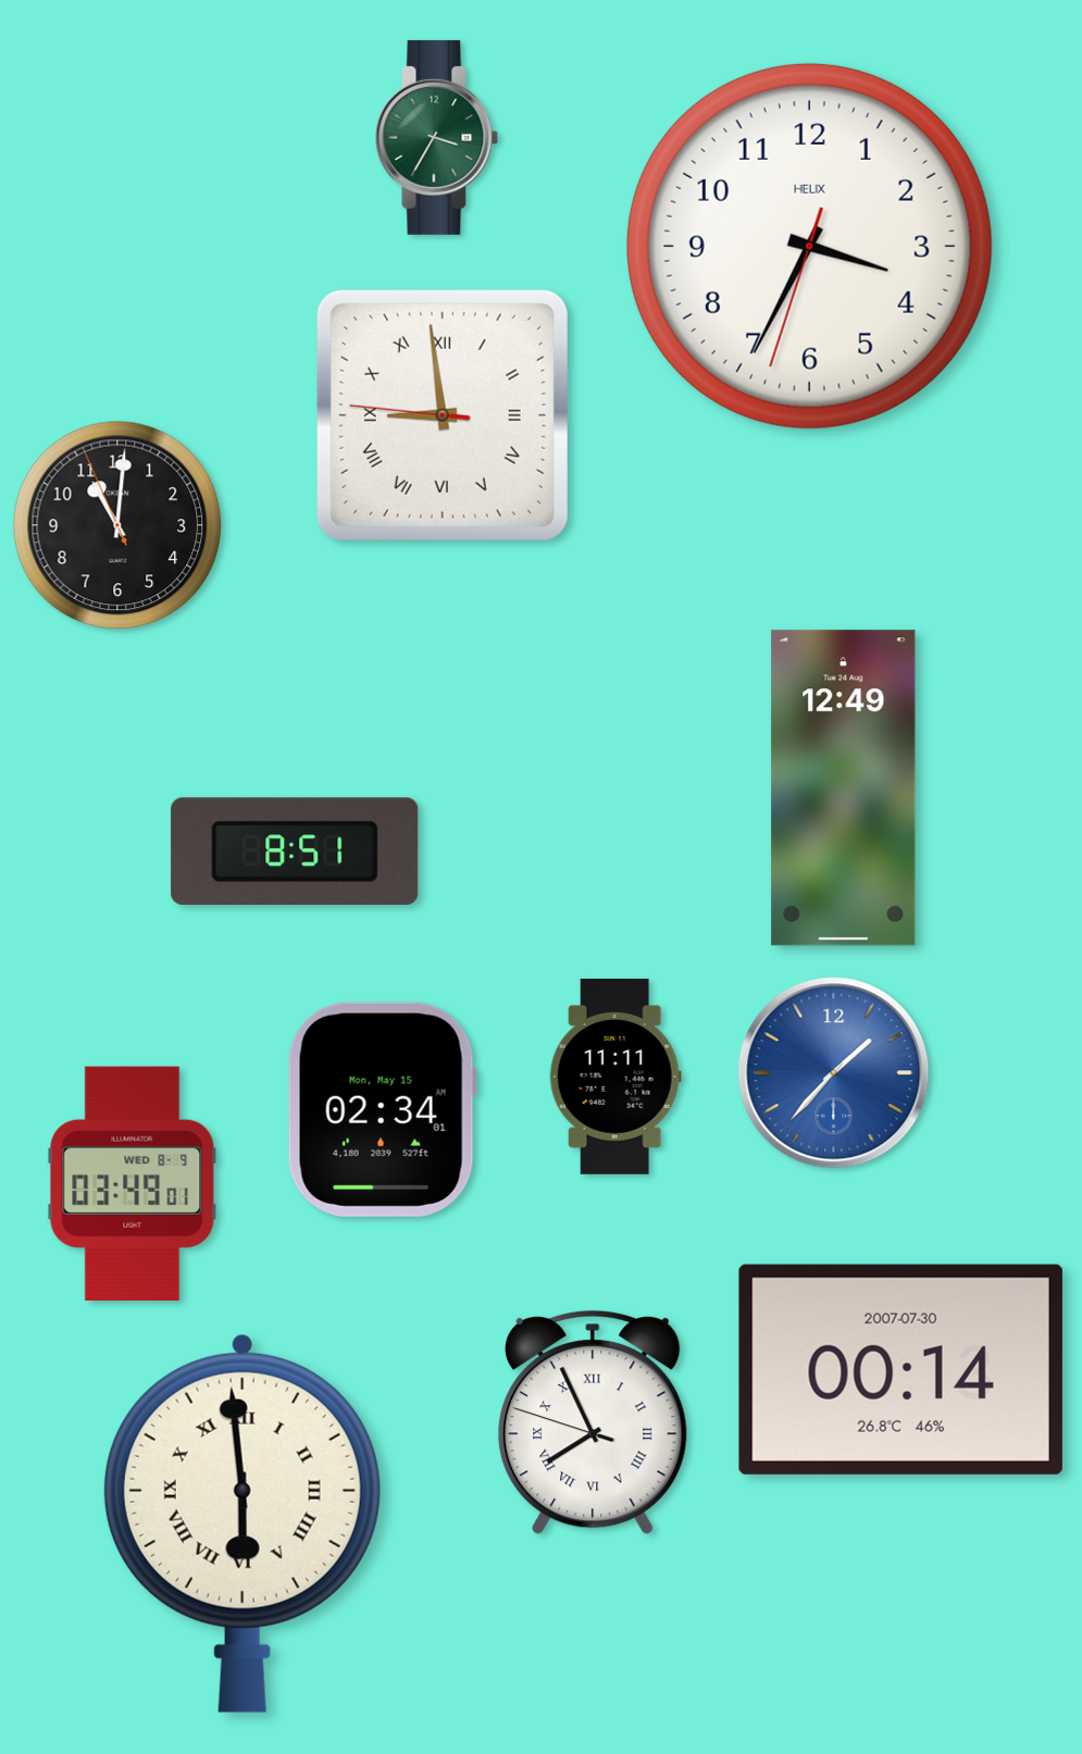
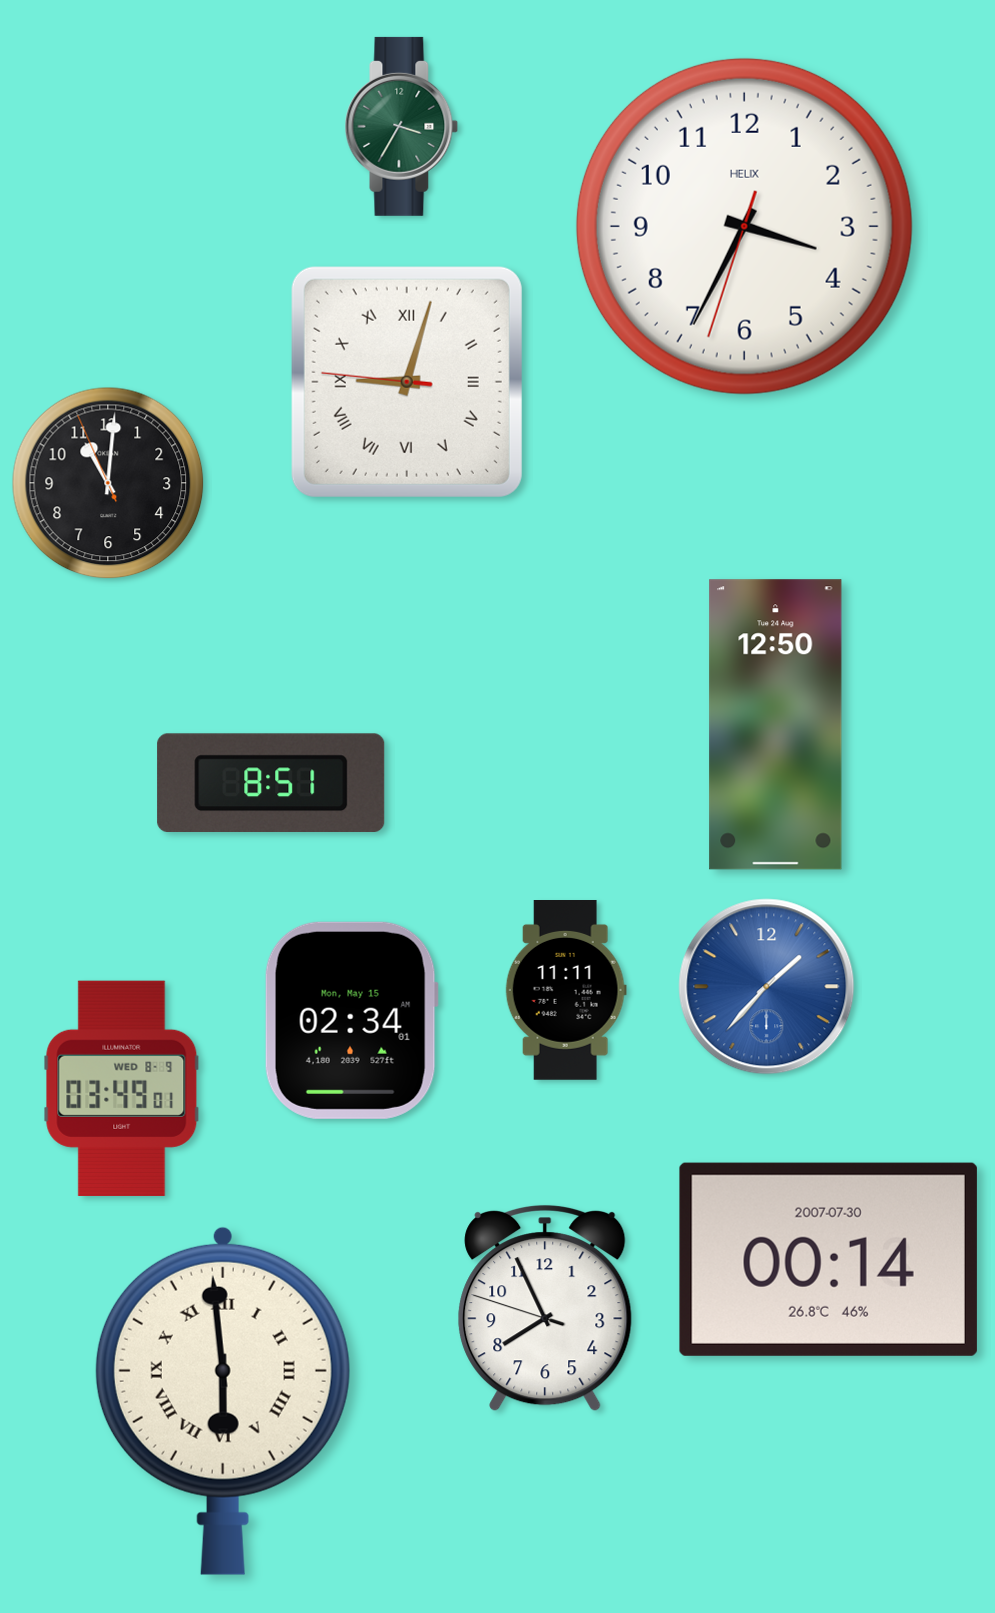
clock at (443, 415): 8:58 -> 9:02
clock at (844, 788): 12:49 -> 12:50
clock at (593, 1422) numerals: Roman -> Arabic
